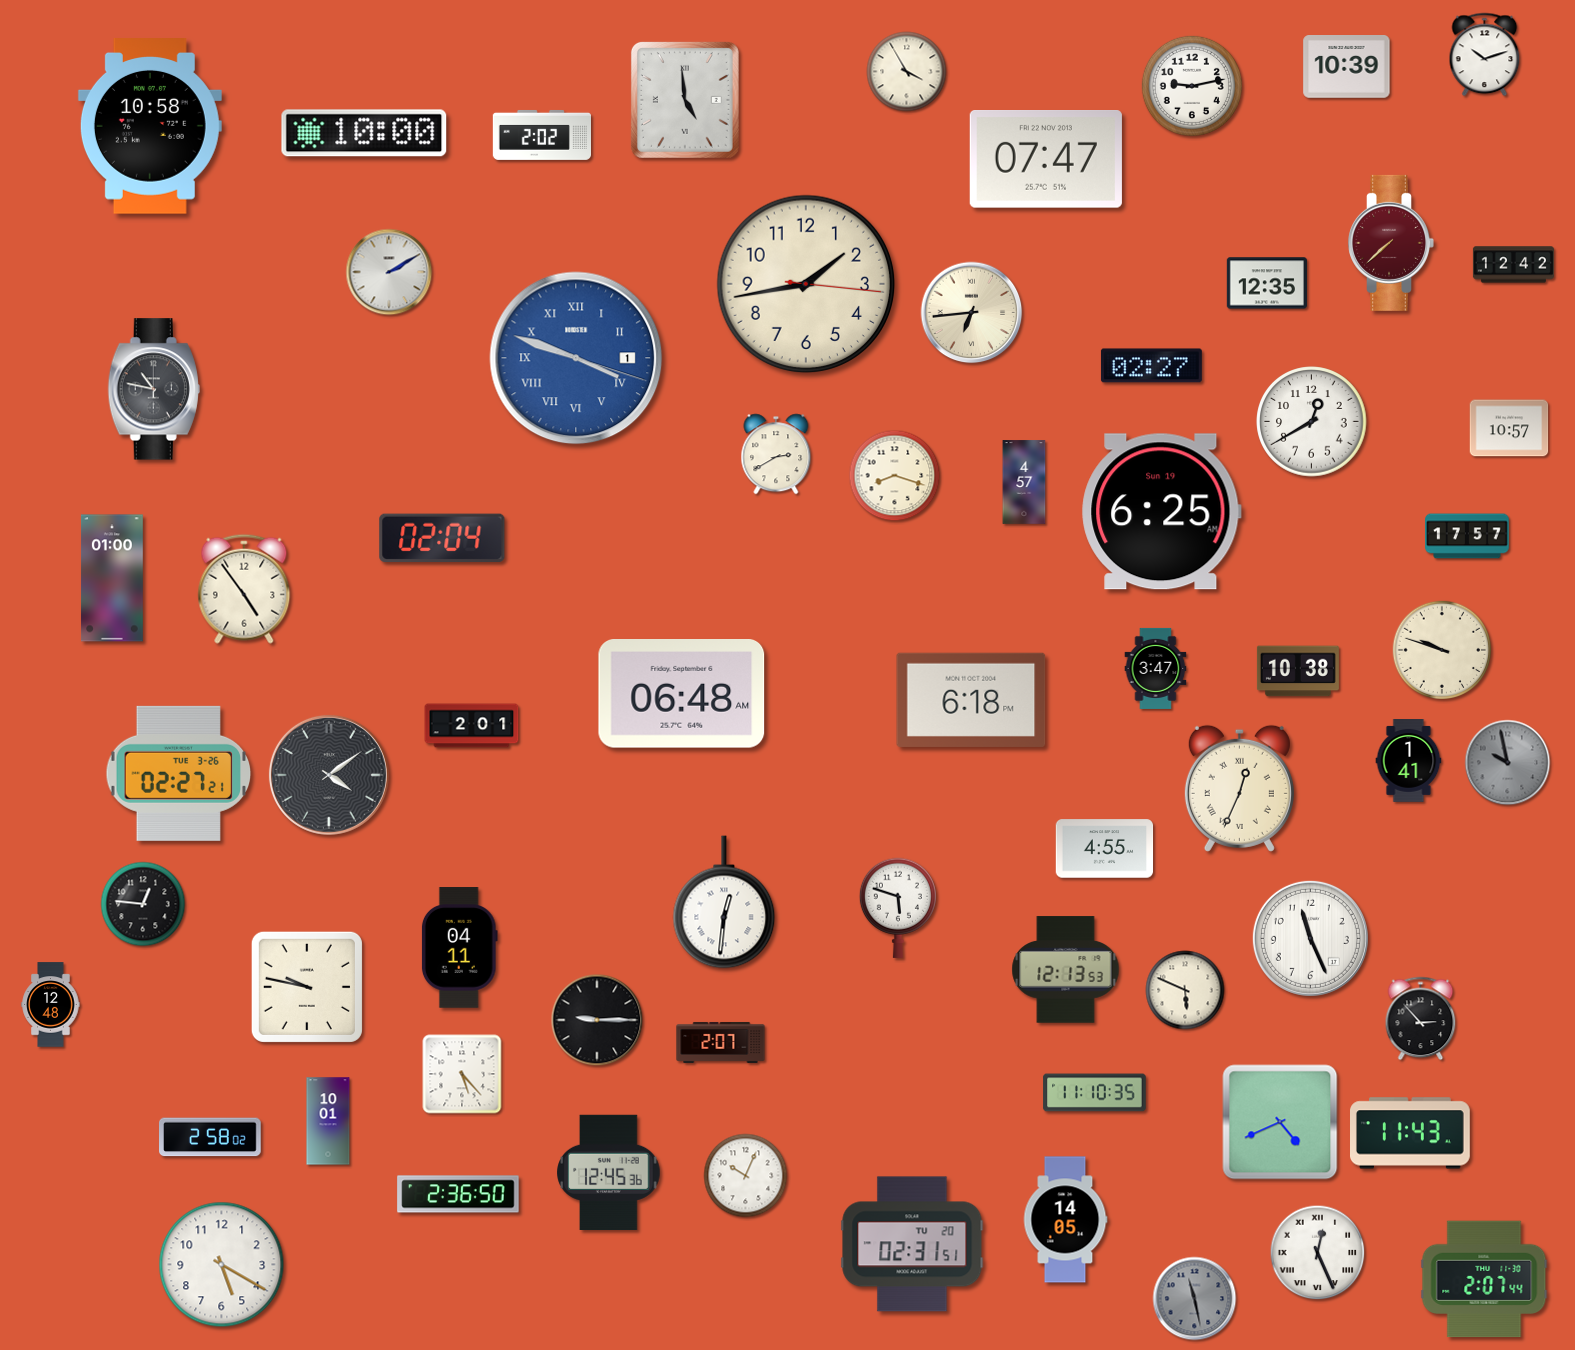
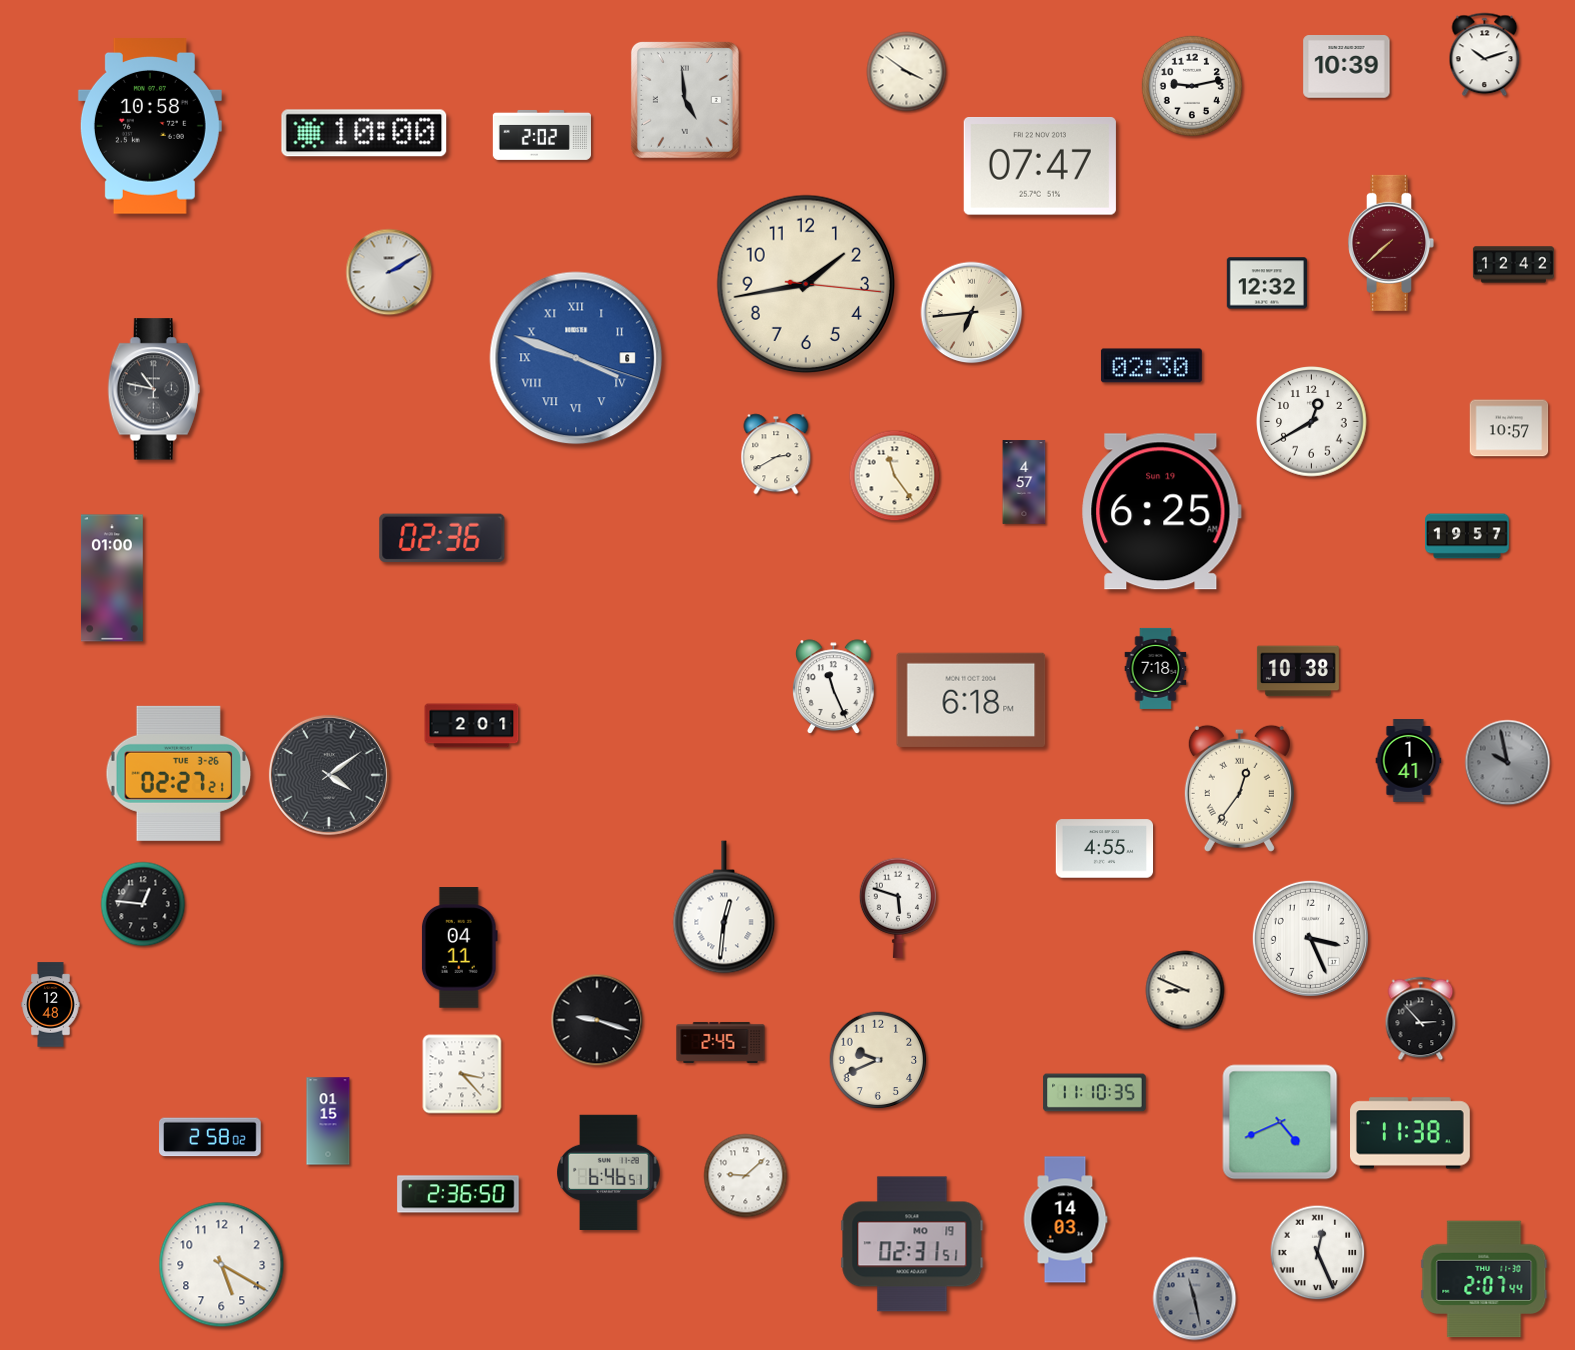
clock at (907, 72): 3:55 -> 3:51
clock at (1046, 160) position: (1046, 160) -> (1040, 167)
clock at (1267, 283): 12:35 -> 12:32
clock at (576, 358) date: 1 -> 6
clock at (1151, 366): 02:27 -> 02:30
clock at (895, 476): 8:18 -> 11:24
clock at (1467, 536): 17:57 -> 19:57
clock at (442, 538): 02:04 -> 02:36
clock at (244, 589): 4:54 -> none
clock at (1442, 650): 9:48 -> none
clock at (1156, 668): 3:47 -> 7:18
clock at (834, 687): none -> 11:26
clock at (682, 694): 06:48 -> none
clock at (1239, 788): 12:34 -> 12:36
clock at (724, 902) position: (724, 902) -> (724, 907)
clock at (1310, 938): 11:26 -> 3:26
clock at (1066, 970): 12:13 -> none
clock at (307, 987): 9:47 -> none
clock at (1185, 990): 5:49 -> 8:49
clock at (597, 1020): 9:15 -> 9:18
clock at (721, 1042): 2:07 -> 2:45
clock at (878, 1060): none -> 9:41
clock at (462, 1074): 5:23 -> 3:23
clock at (328, 1121): 10:01 -> 01:15
clock at (1411, 1133): 11:43 -> 11:38
clock at (609, 1172): 12:45 -> 6:46
clock at (746, 1176): 10:04 -> 9:08
clock at (1065, 1220): 14:05 -> 14:03
clock at (912, 1244) date: TU 20 -> MO 19
